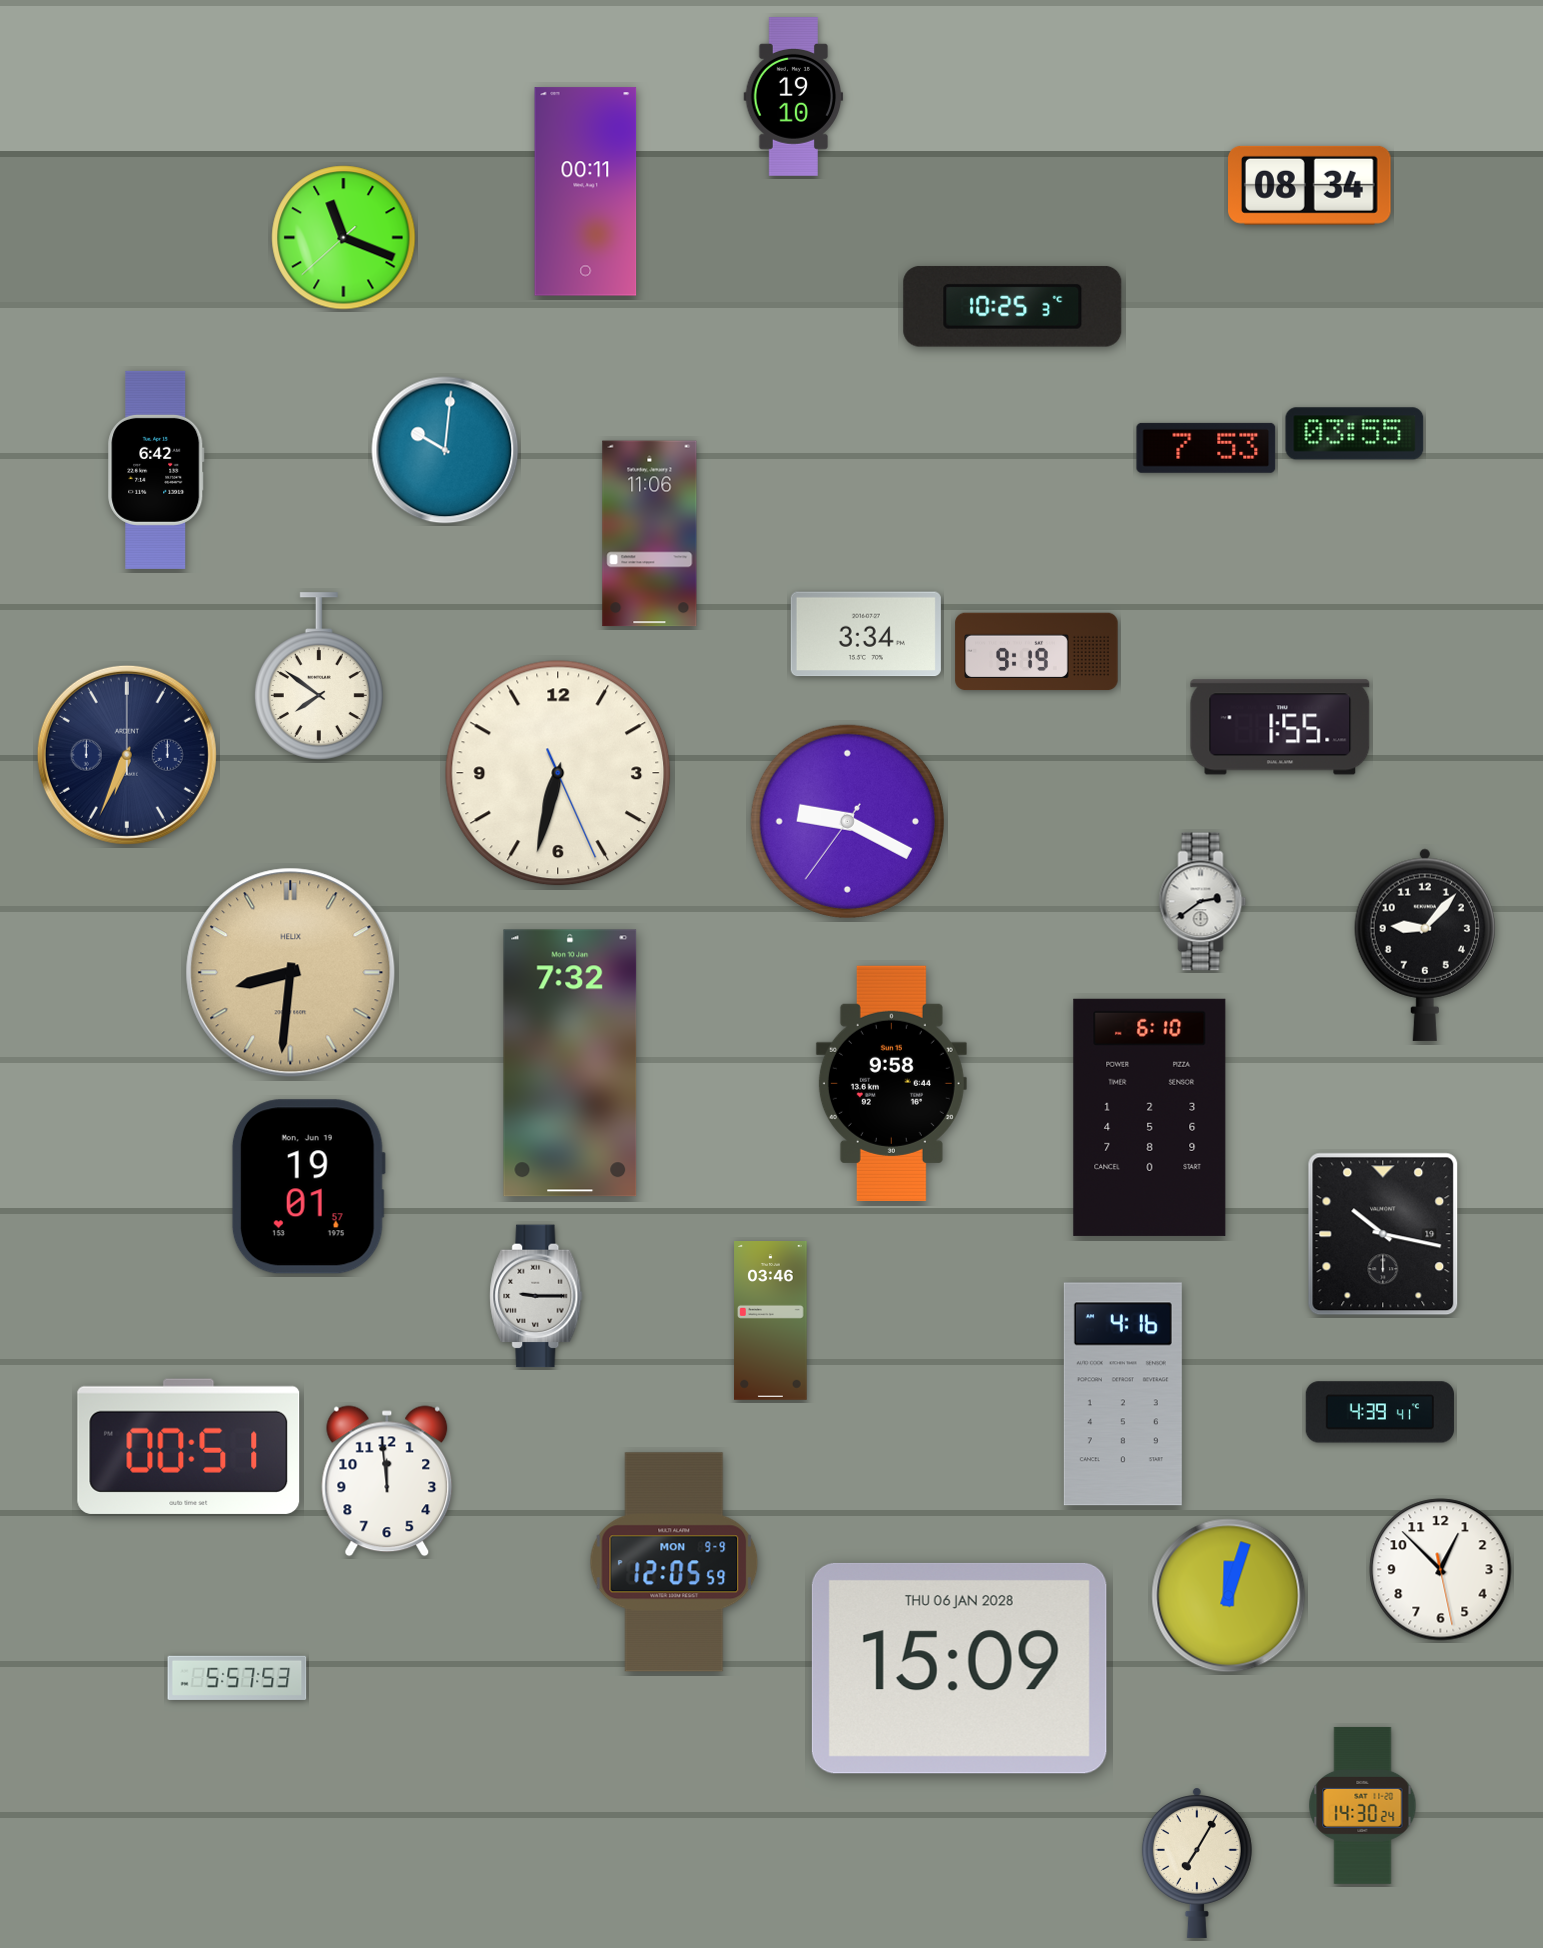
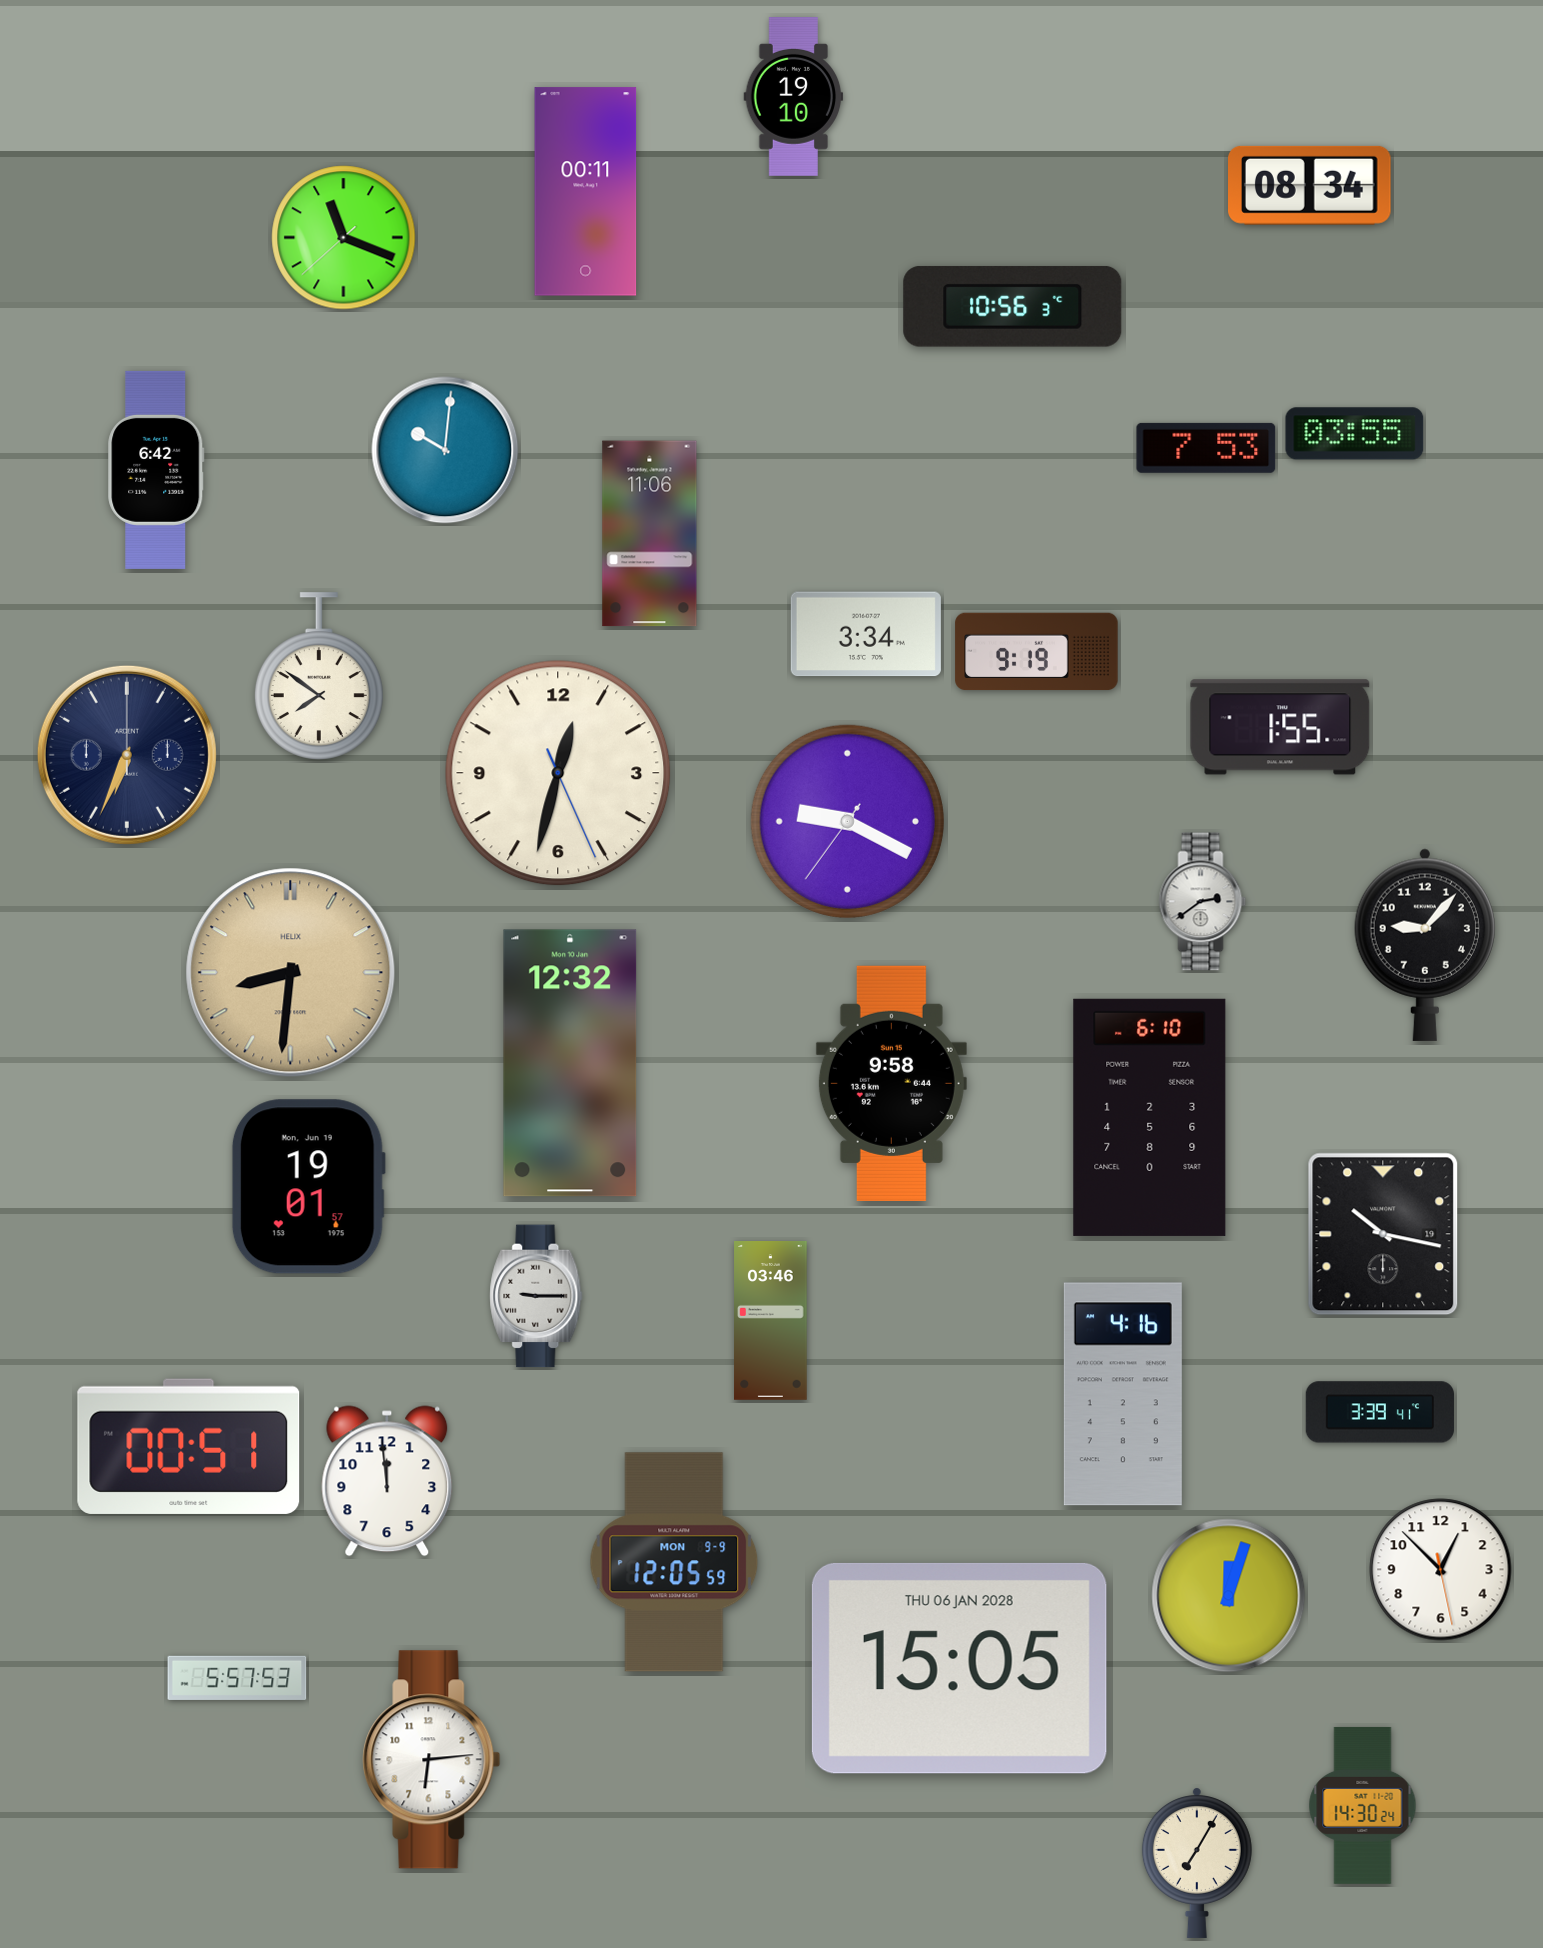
clock at (1013, 306): 10:25 -> 10:56
clock at (558, 773): 6:32 -> 12:32
clock at (570, 1063): 7:32 -> 12:32
clock at (1380, 1412): 4:39 -> 3:39
clock at (959, 1668): 15:09 -> 15:05
clock at (432, 1760): none -> 6:14
